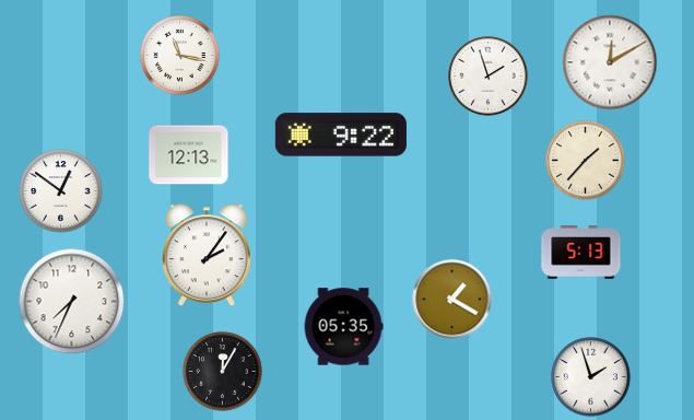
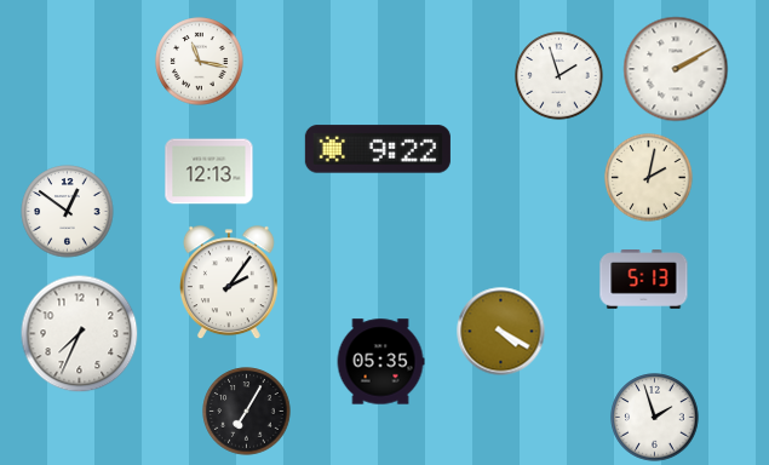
clock at (610, 62): 12:10 -> 2:10
clock at (489, 77) position: (489, 77) -> (559, 76)
clock at (586, 161): 1:37 -> 2:02
clock at (452, 300): 1:20 -> 4:20
clock at (223, 372): 12:05 -> 7:05
